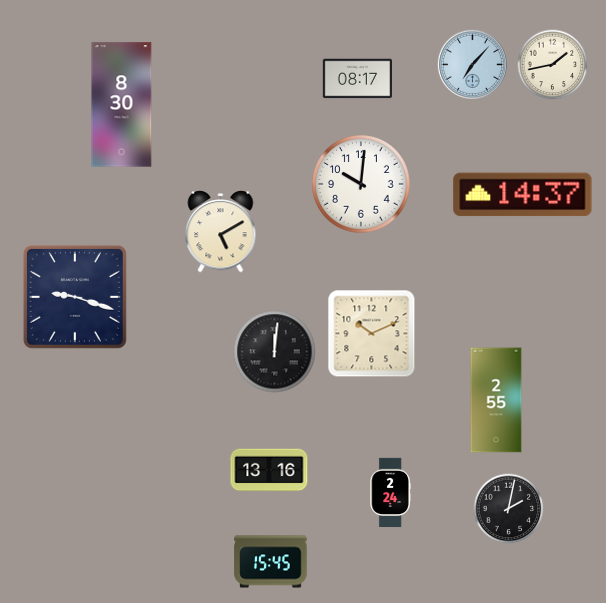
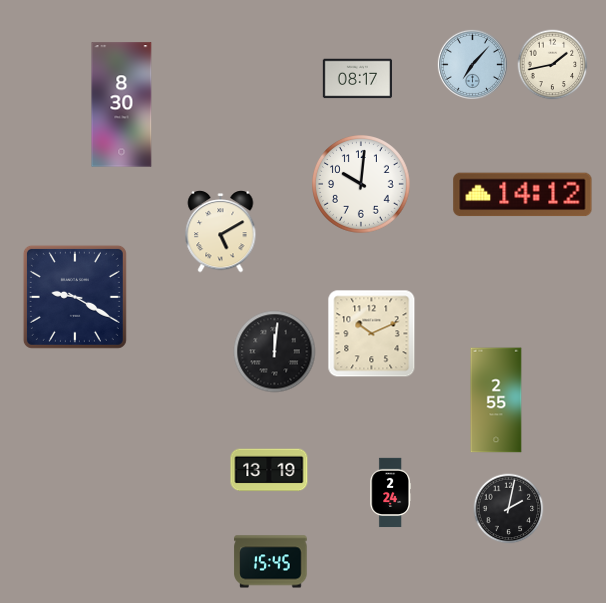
clock at (523, 195): 14:37 -> 14:12
clock at (75, 297): 9:18 -> 9:20
clock at (269, 470): 13:16 -> 13:19
